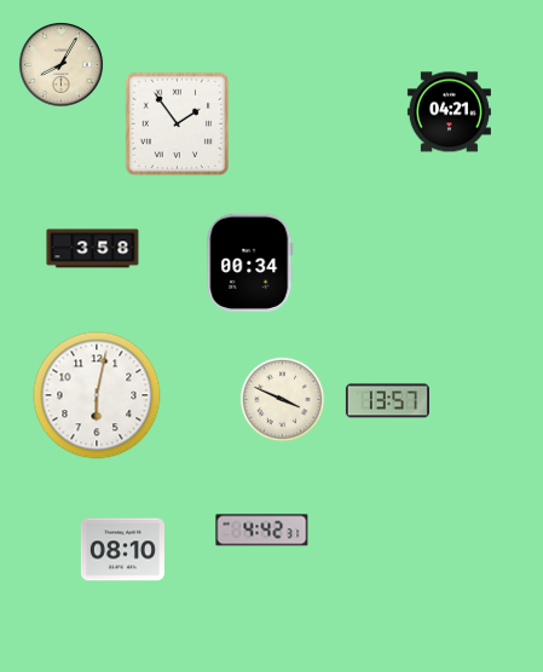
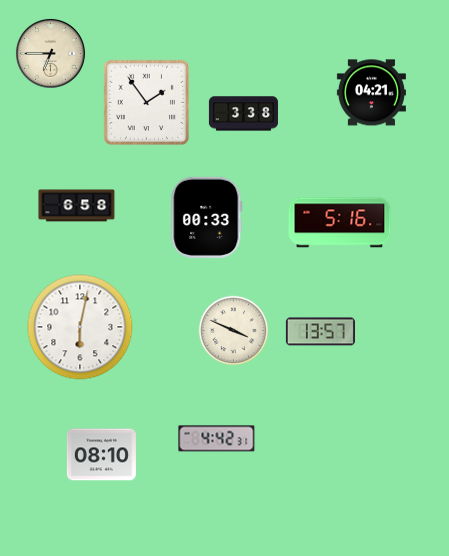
clock at (60, 64): 8:05 -> 6:45
clock at (243, 114): none -> 3:38
clock at (93, 249): 3:58 -> 6:58
clock at (250, 262): 00:34 -> 00:33
clock at (340, 223): none -> 5:16
